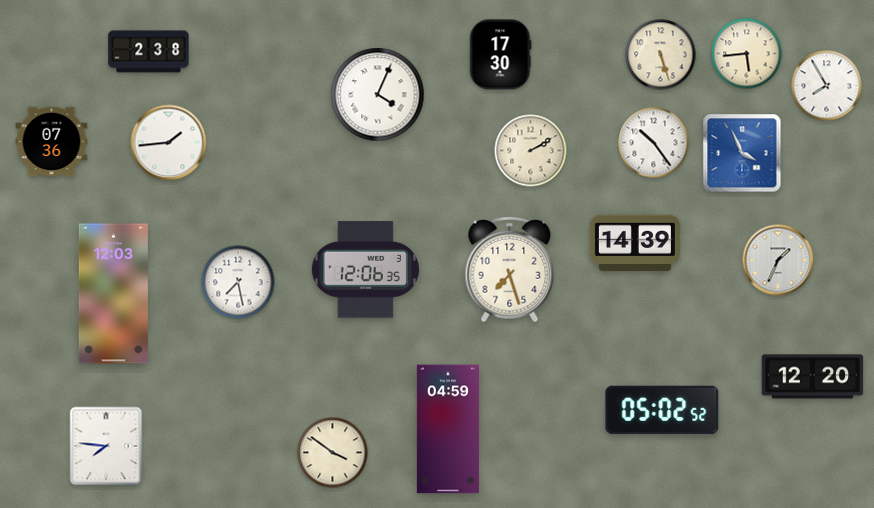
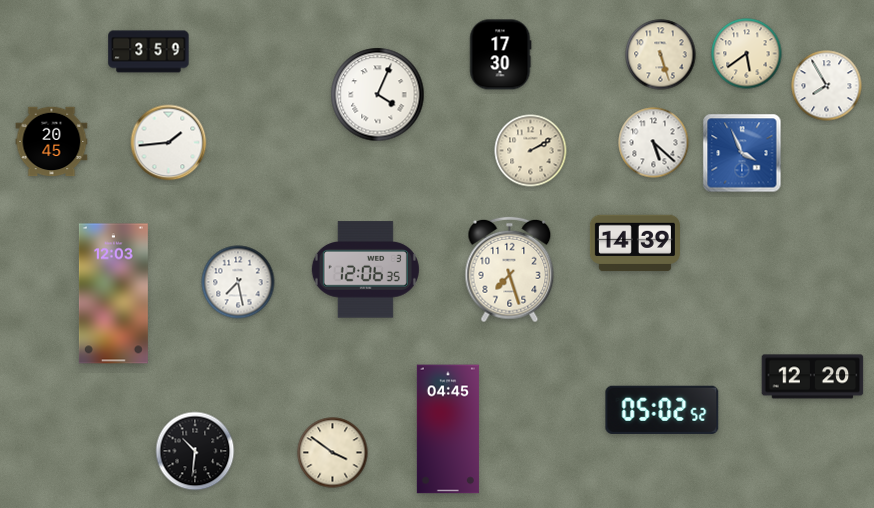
clock at (149, 52): 2:38 -> 3:59
clock at (747, 54): 5:44 -> 5:39
clock at (52, 142): 07:36 -> 20:45
clock at (654, 143): 10:24 -> 5:22
clock at (778, 260): 1:34 -> none
clock at (448, 429): 04:59 -> 04:45
clock at (106, 446): 7:46 -> none
clock at (195, 451): none -> 10:31
